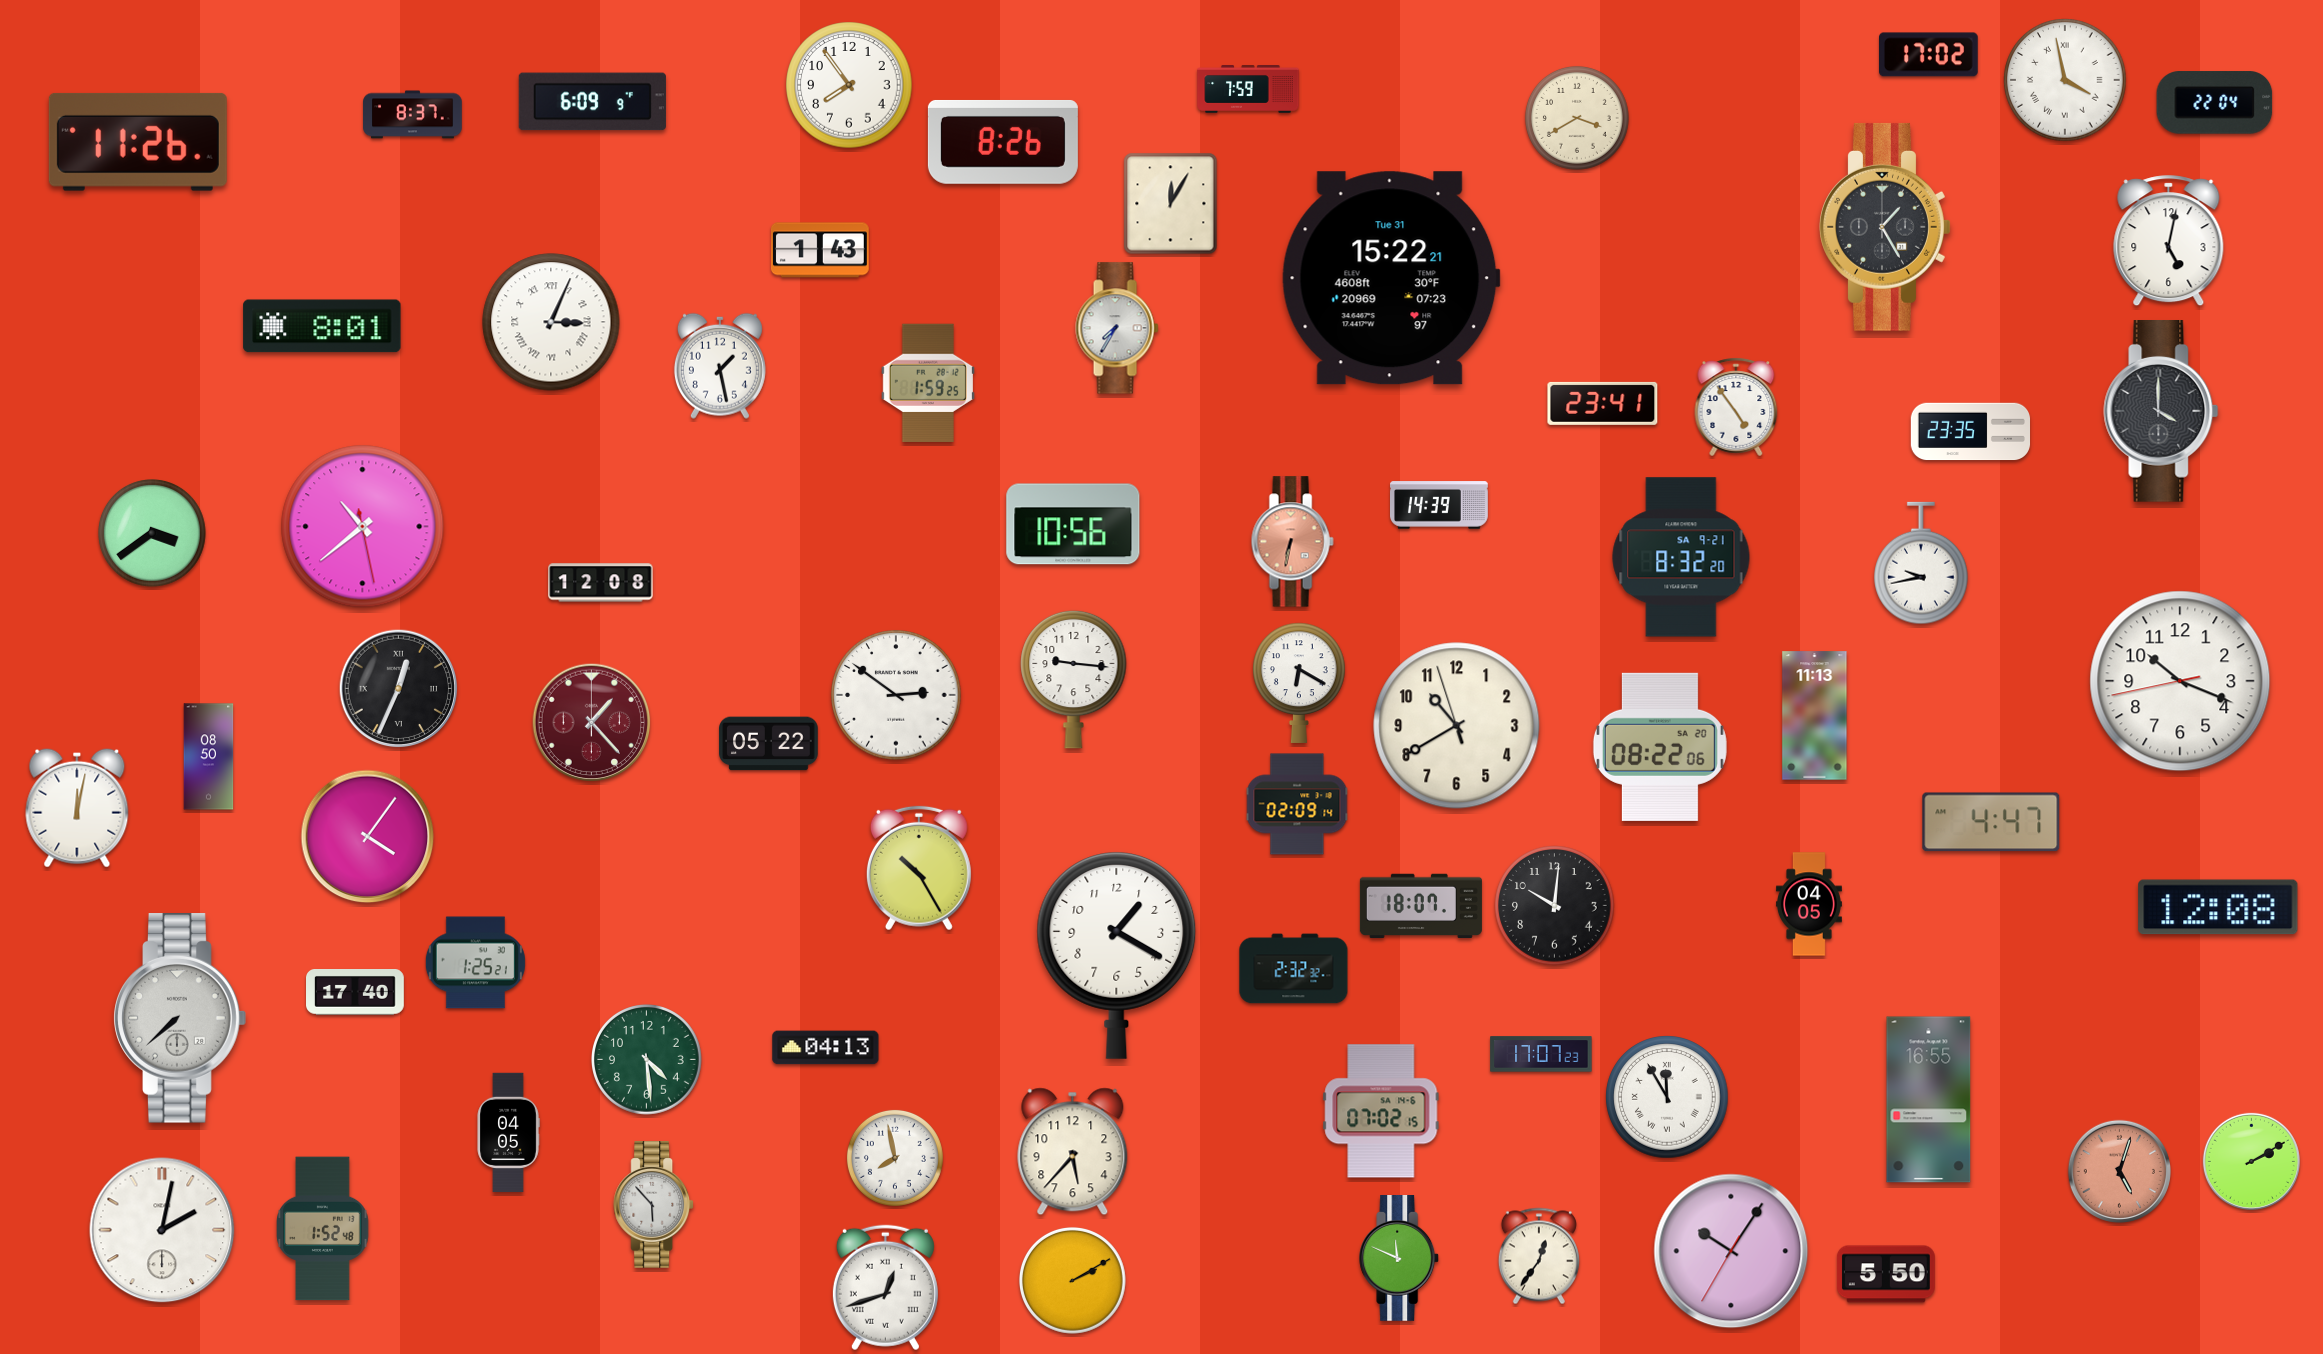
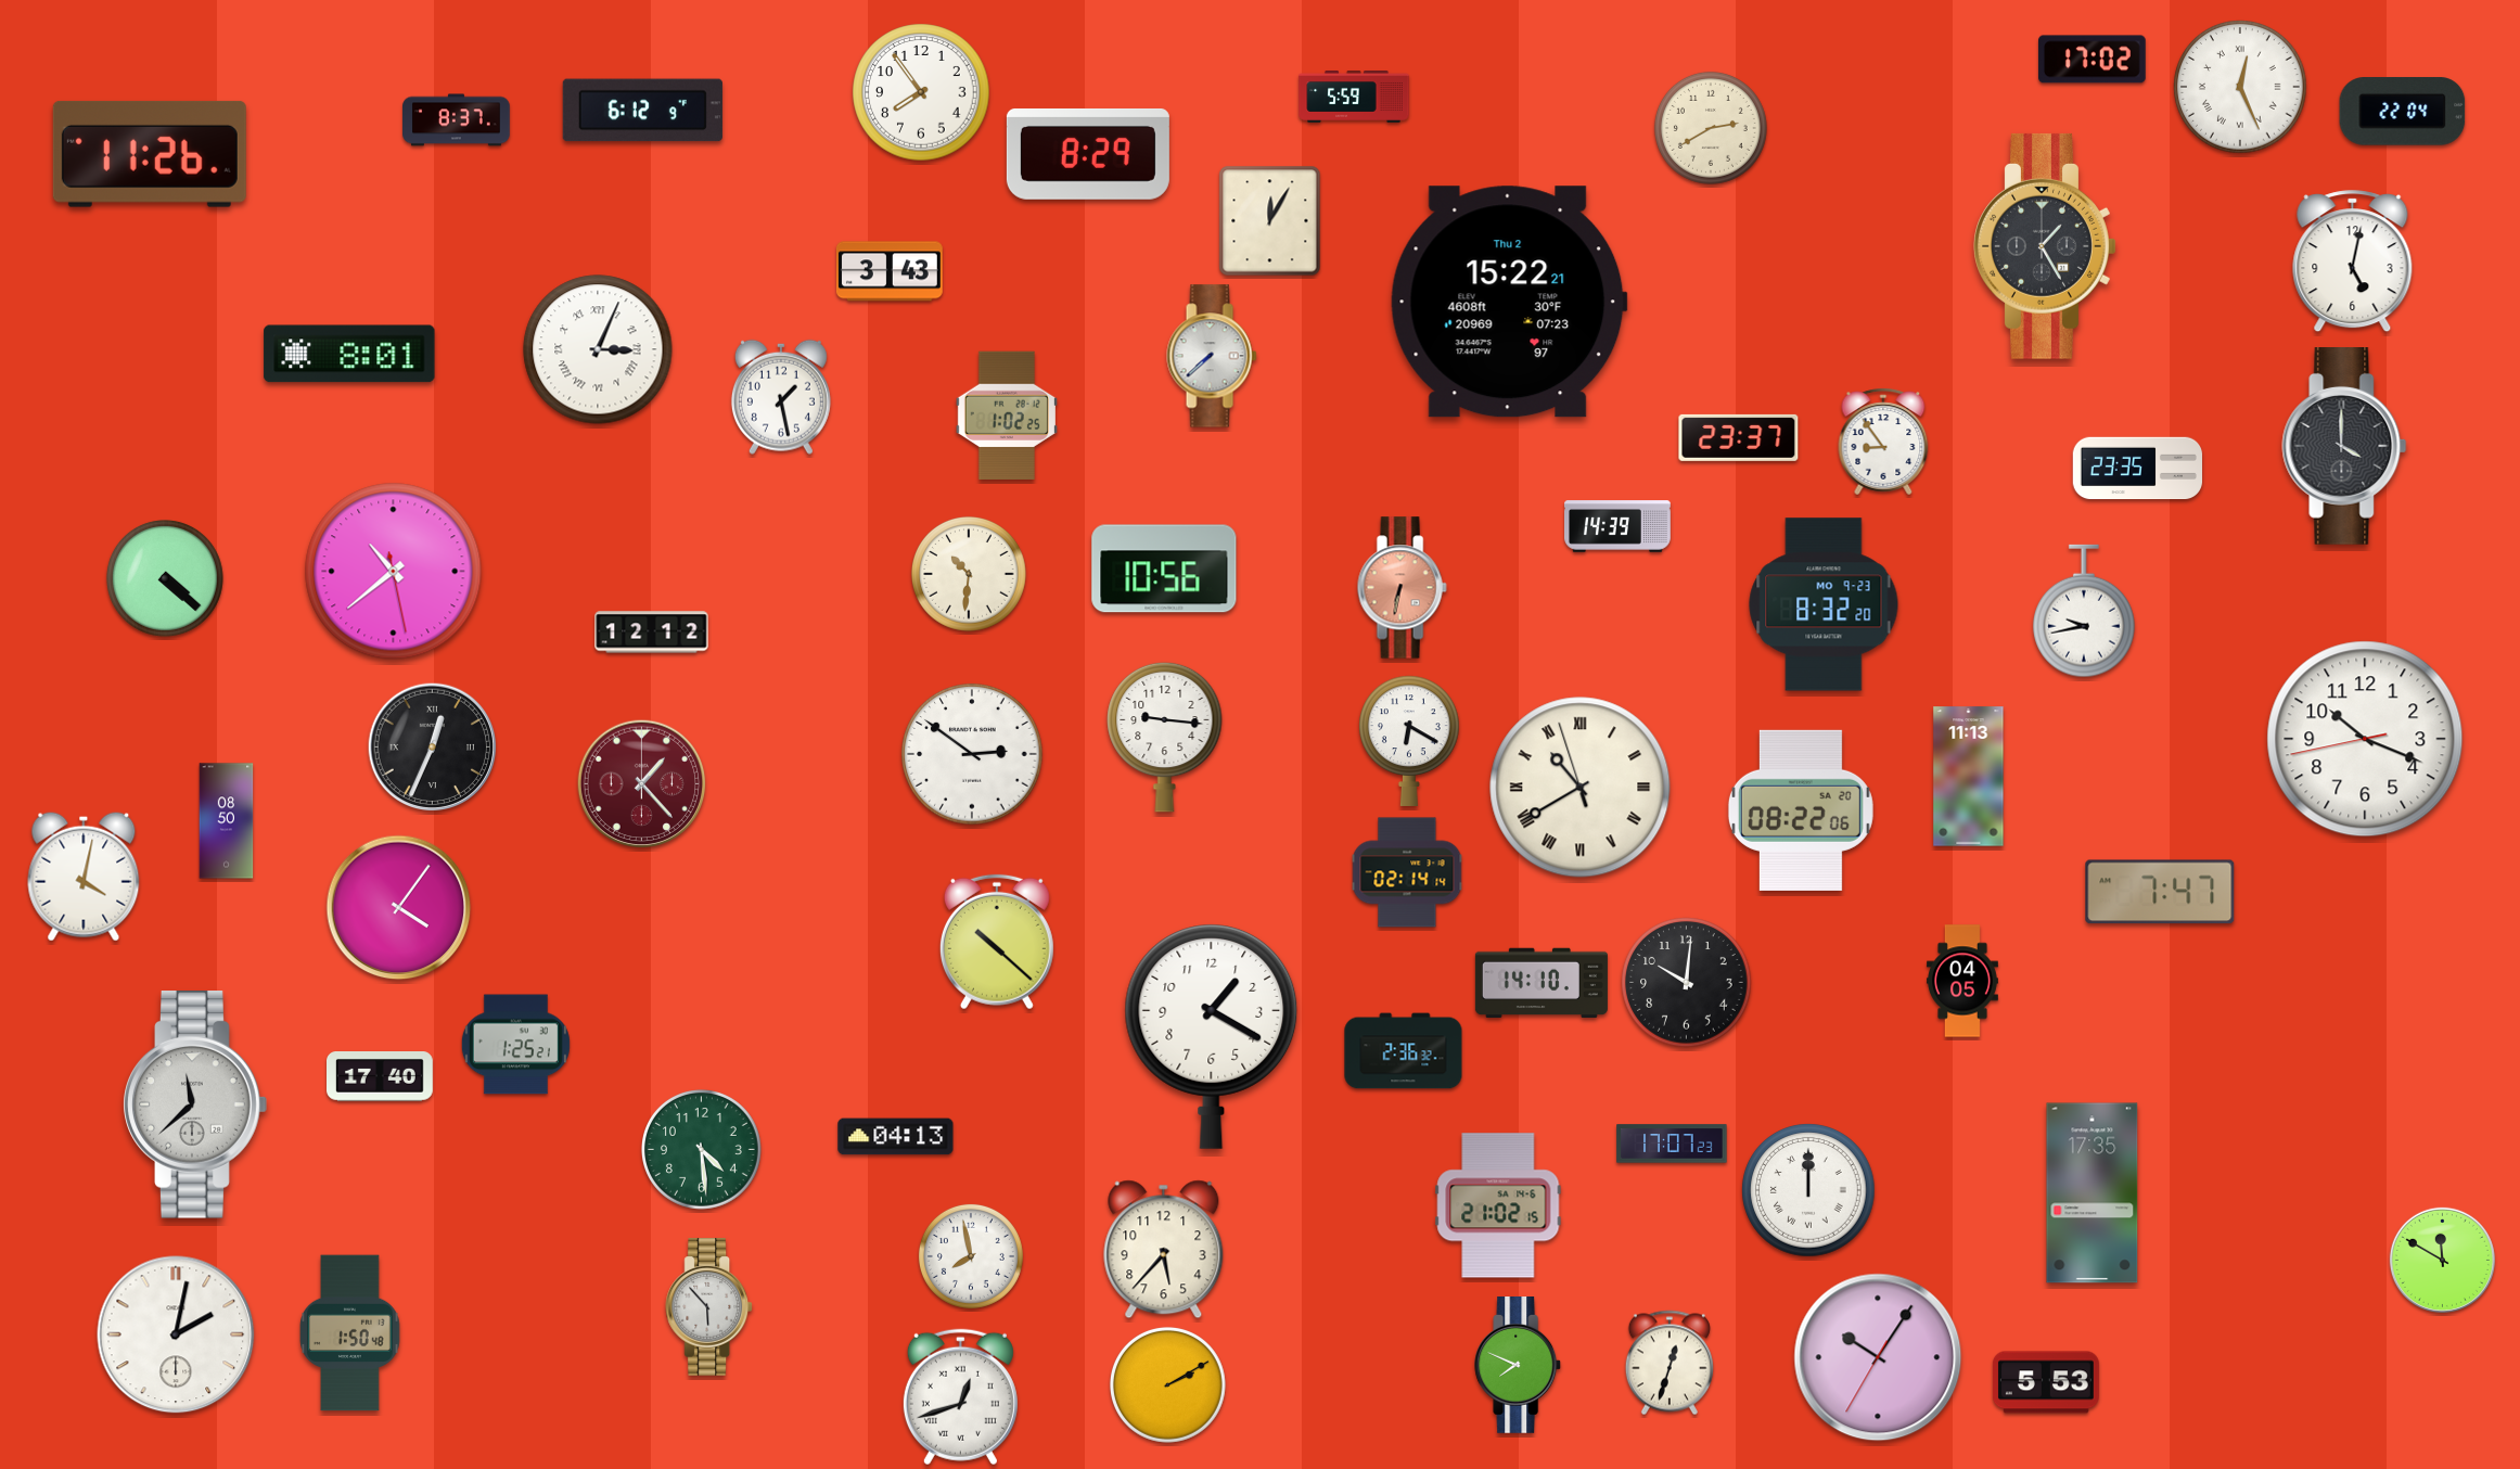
clock at (2065, 80): 3:58 -> 12:26
clock at (1248, 90): 7:59 -> 5:59
clock at (592, 102): 6:09 -> 6:12
clock at (413, 115) position: (413, 115) -> (457, 120)
clock at (1577, 118): 3:40 -> 2:40
clock at (1003, 142): 8:26 -> 8:29
clock at (820, 250): 1:43 -> 3:43
clock at (1391, 278) date: Tue 31 -> Thu 2
clock at (1117, 328): 7:35 -> 7:38
clock at (928, 382): 1:59 -> 1:02
clock at (1603, 403): 23:41 -> 23:37
clock at (1736, 407): 4:54 -> 8:54
clock at (1439, 505) position: (1439, 505) -> (1617, 526)
clock at (969, 574): none -> 10:31
clock at (153, 534): 3:39 -> 4:22
clock at (1681, 557) date: SA 9-21 -> MO 9-23
clock at (601, 583): 12:08 -> 12:12
clock at (1457, 726) numerals: Arabic -> Roman
clock at (769, 744): 05:22 -> none
clock at (1297, 804): 02:09 -> 02:14
clock at (77, 808): 12:02 -> 4:02
clock at (1991, 822): 4:47 -> 7:47
clock at (919, 868): 10:25 -> 10:22
clock at (1421, 906): 18:07 -> 14:10
clock at (2218, 907): 12:08 -> none
clock at (1294, 969): 2:32 -> 2:36
clock at (356, 993) position: (356, 993) -> (381, 1077)
clock at (180, 1019): 7:38 -> 11:38
clock at (1667, 1097): 11:55 -> 12:00
clock at (1929, 1100): 16:55 -> 17:35
clock at (1381, 1111): 07:02 -> 21:02
clock at (508, 1133): 04:05 -> none
clock at (2251, 1161): 2:10 -> 11:50
clock at (2119, 1171): 5:03 -> none
clock at (323, 1229): 1:52 -> 1:50
clock at (1539, 1256): 12:36 -> 12:33
clock at (1400, 1259): 11:49 -> 7:49
clock at (1886, 1274): 5:50 -> 5:53
clock at (1072, 1280) position: (1072, 1280) -> (1167, 1384)
